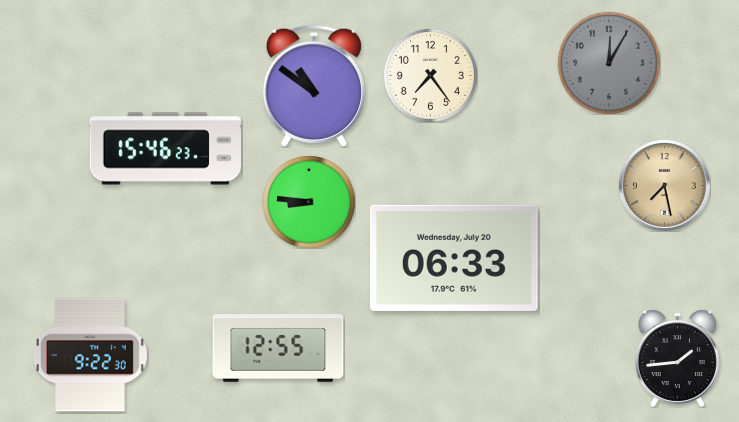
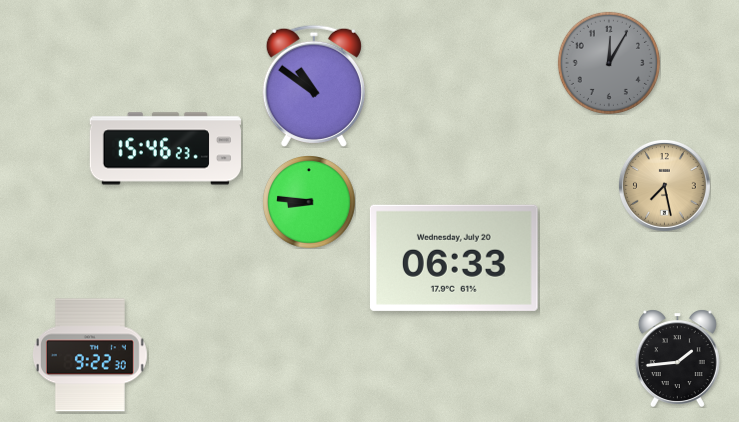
clock at (430, 75): 7:24 -> none
clock at (278, 349): 12:55 -> none
